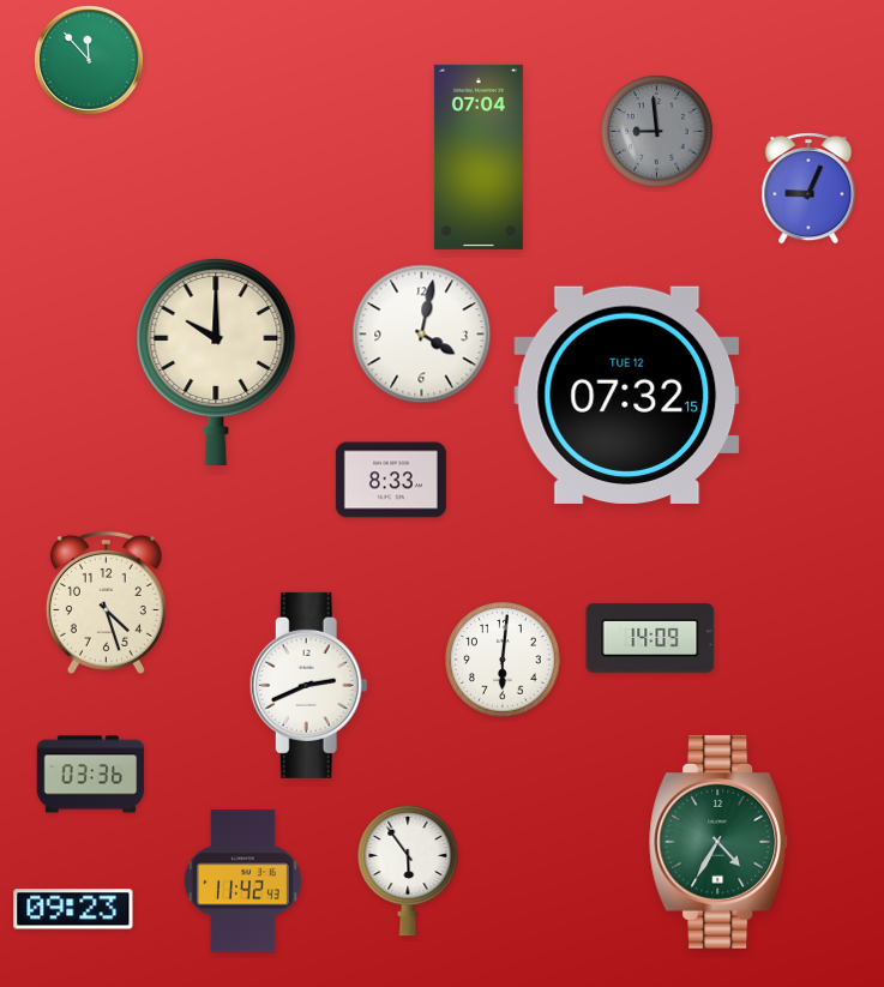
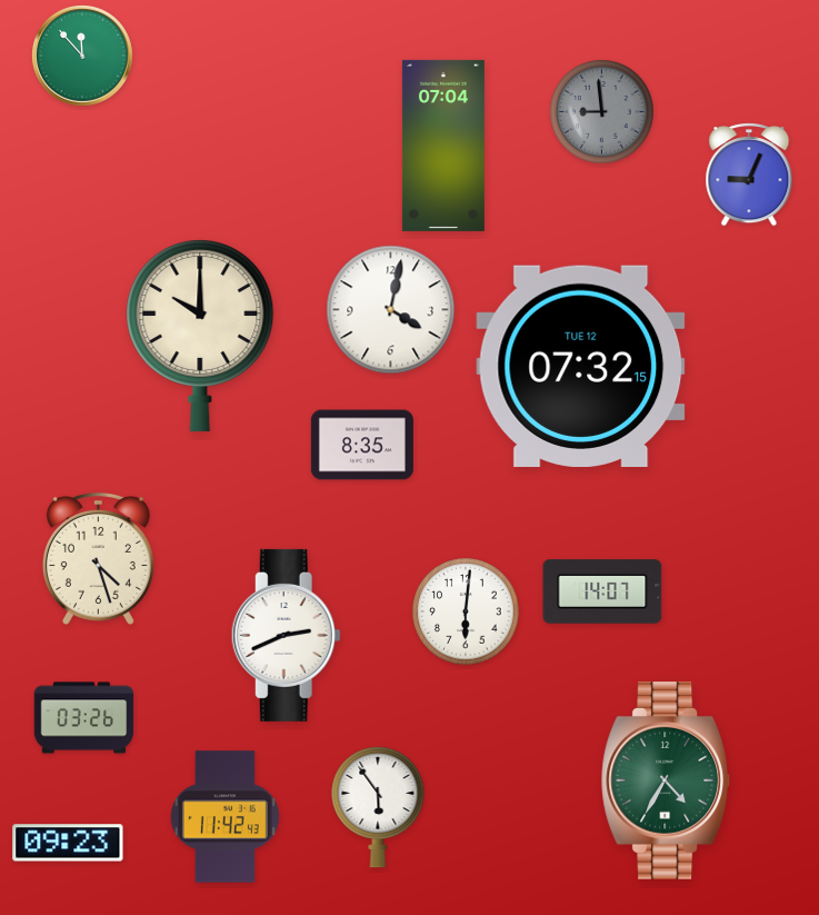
clock at (657, 132) position: (657, 132) -> (602, 112)
clock at (391, 480): 8:33 -> 8:35
clock at (650, 638): 14:09 -> 14:07
clock at (91, 775): 03:36 -> 03:26
